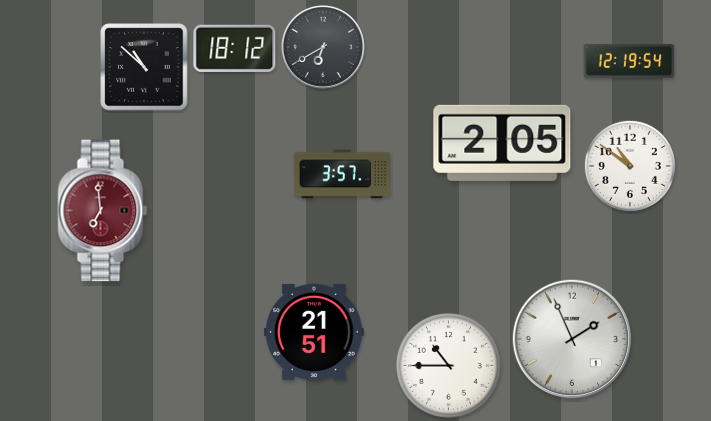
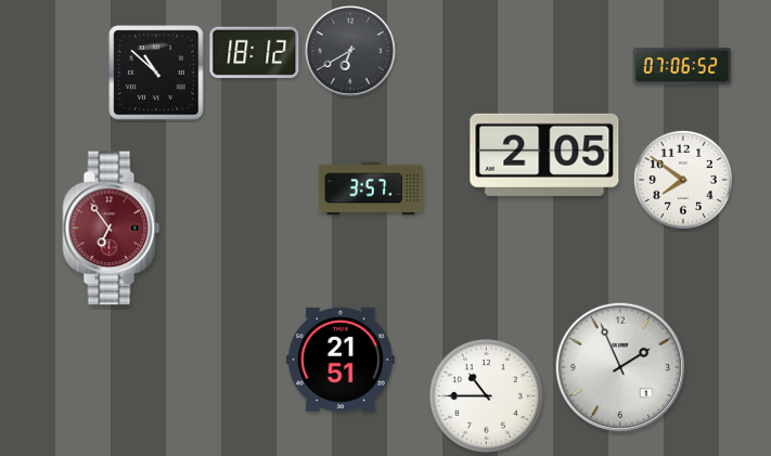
clock at (629, 61): 12:19 -> 07:06
clock at (630, 166): 10:51 -> 7:51
clock at (103, 211): 6:59 -> 6:54
